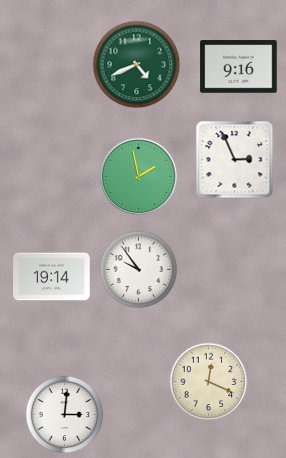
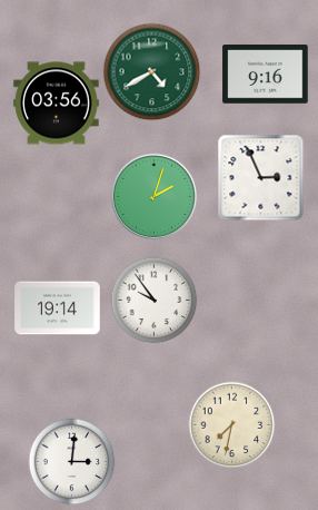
clock at (136, 64): 4:41 -> 4:40
clock at (57, 104): none -> 03:56
clock at (138, 176): 1:58 -> 2:03
clock at (208, 381): 12:19 -> 7:32
